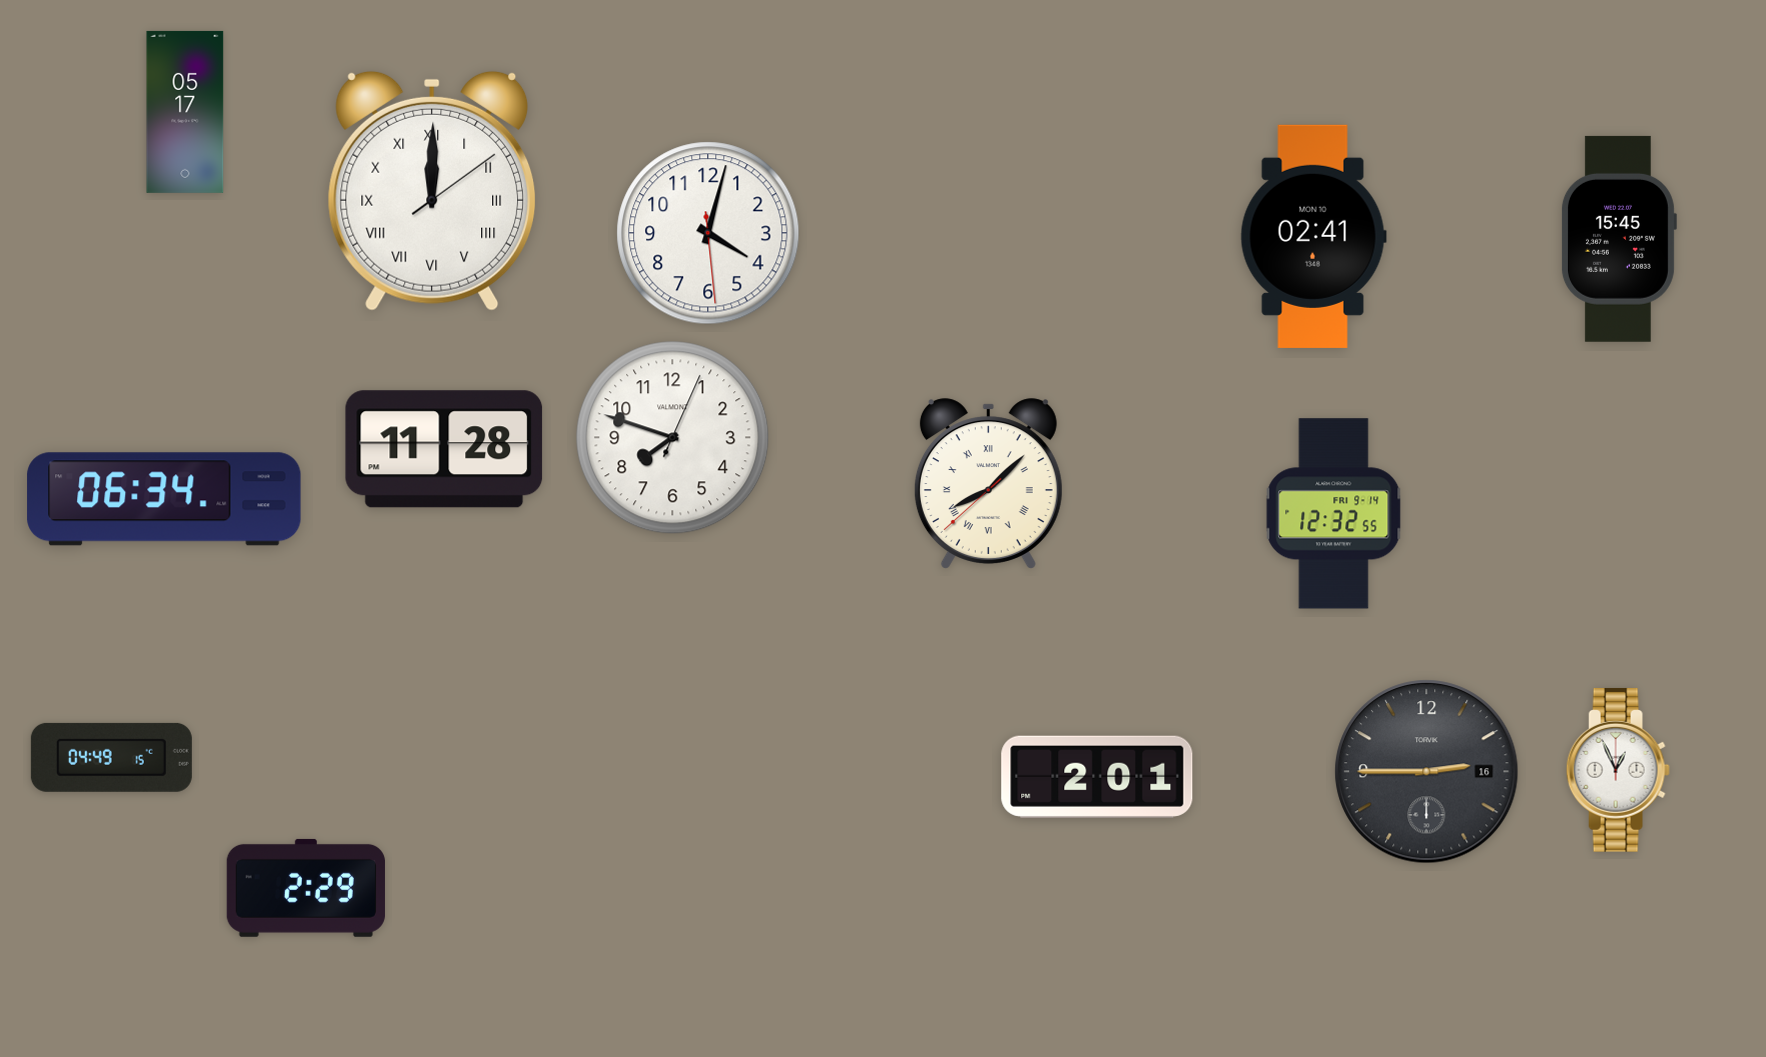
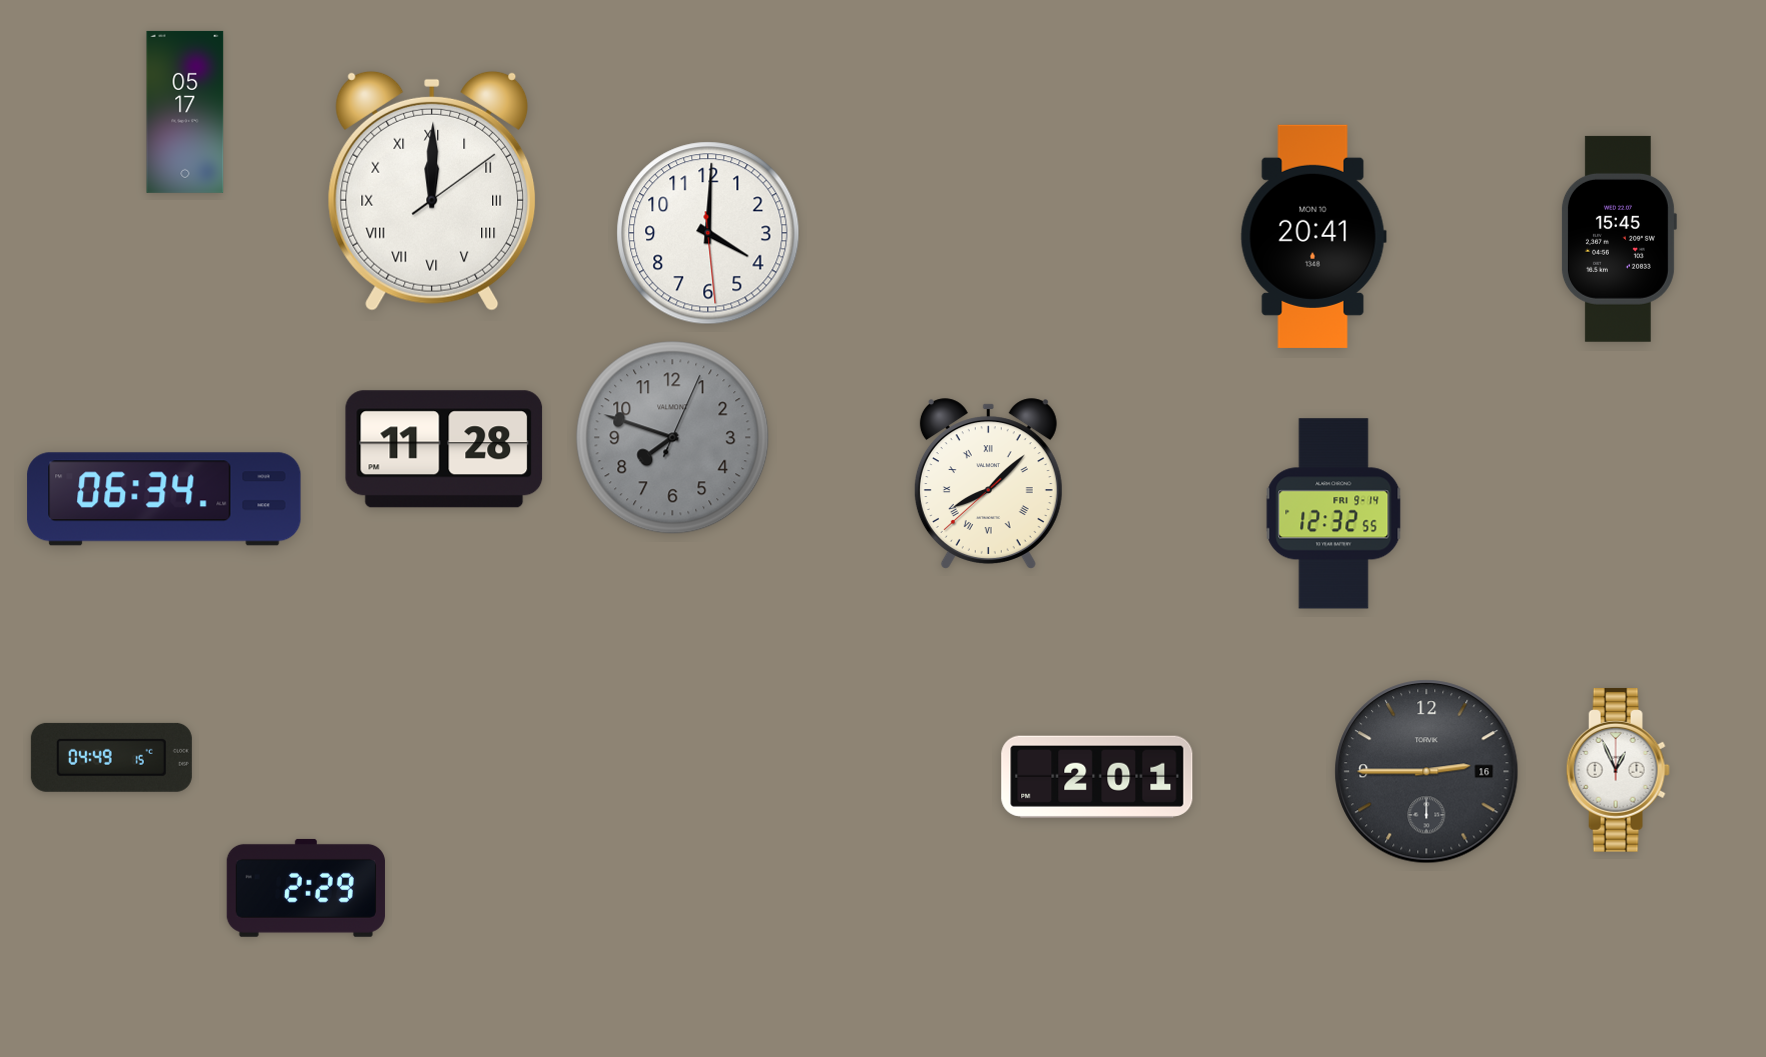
clock at (708, 233): 4:02 -> 4:00
clock at (1313, 236): 02:41 -> 20:41
clock at (673, 438) dial: white -> grey
